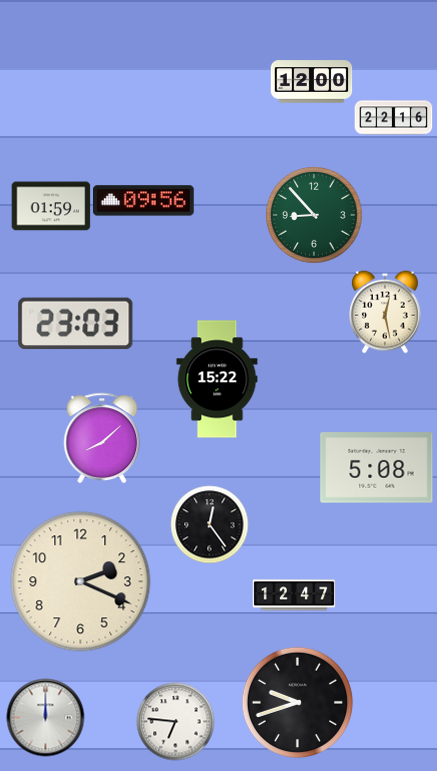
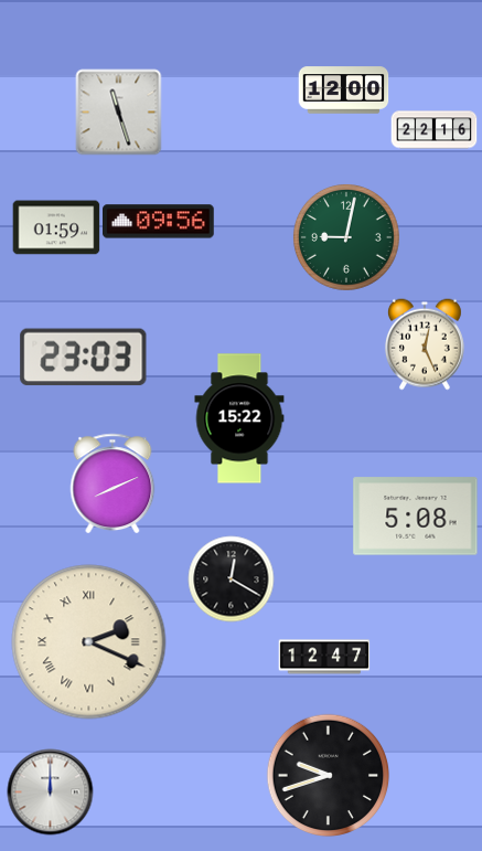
clock at (118, 111): none -> 11:27
clock at (314, 215): 8:53 -> 9:02
clock at (385, 312): 12:28 -> 12:26
clock at (102, 438): 8:08 -> 8:11
clock at (209, 524): 12:24 -> 12:20
clock at (81, 582) numerals: Arabic -> Roman
clock at (175, 721): 6:46 -> none
